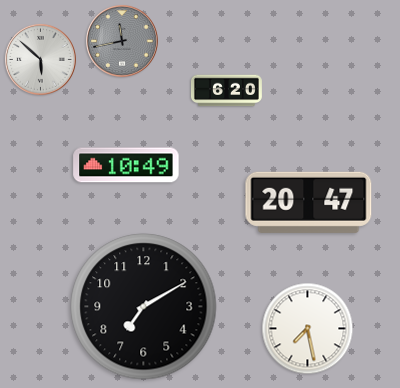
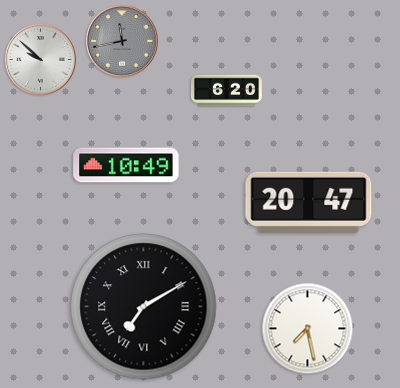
clock at (40, 59): 5:52 -> 9:52
clock at (144, 307) numerals: Arabic -> Roman
